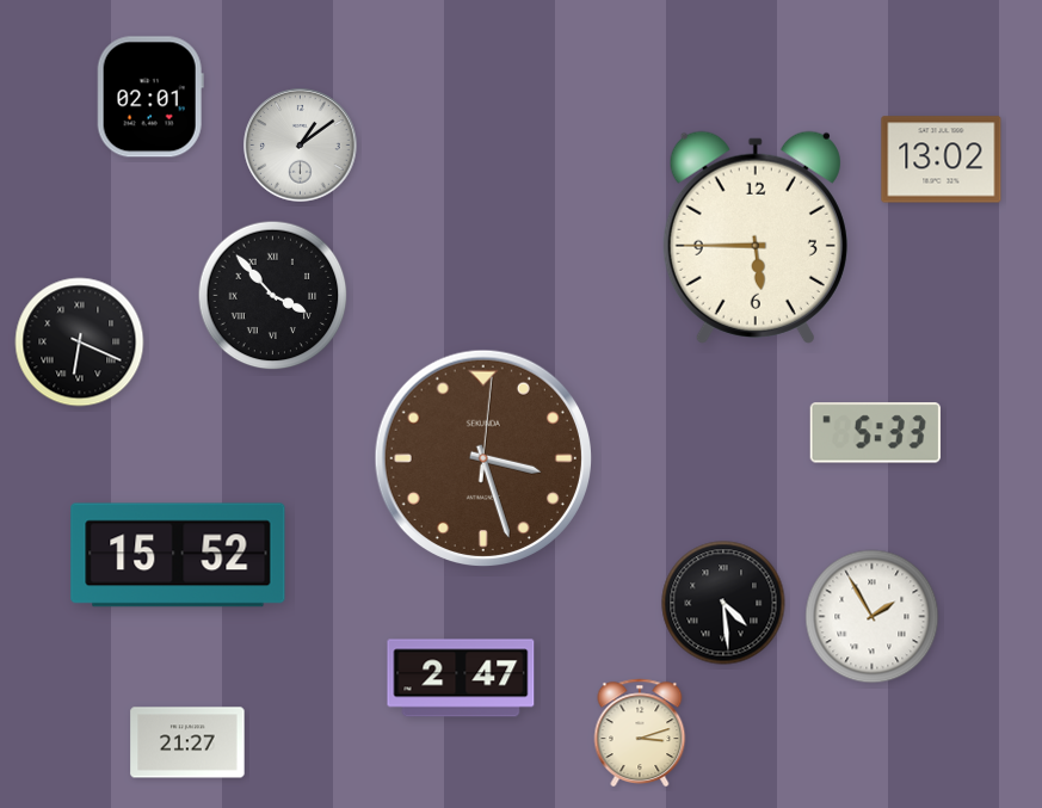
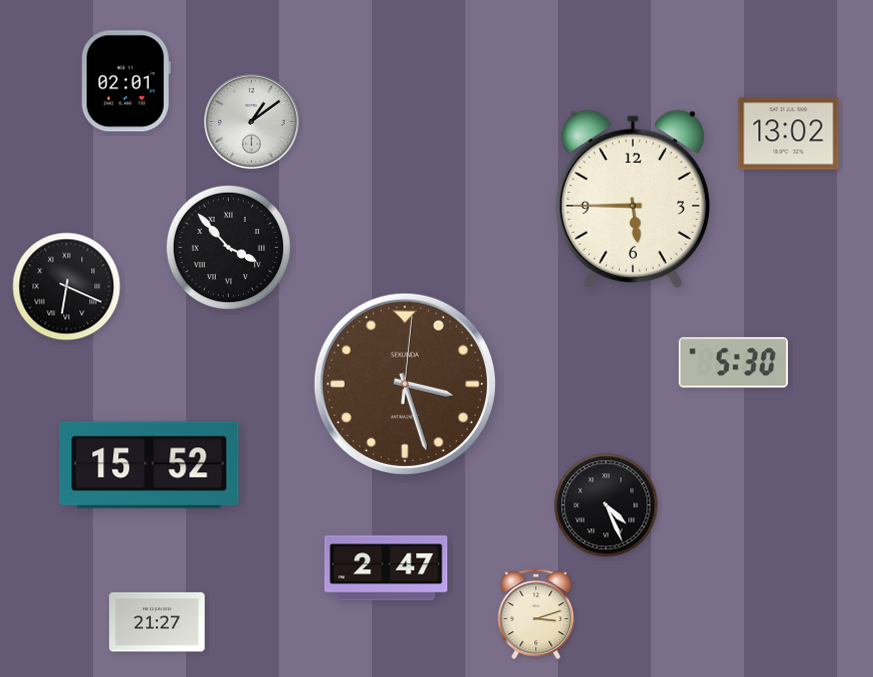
clock at (875, 433): 5:33 -> 5:30
clock at (723, 603): 4:29 -> 4:26
clock at (873, 617): 1:55 -> none
